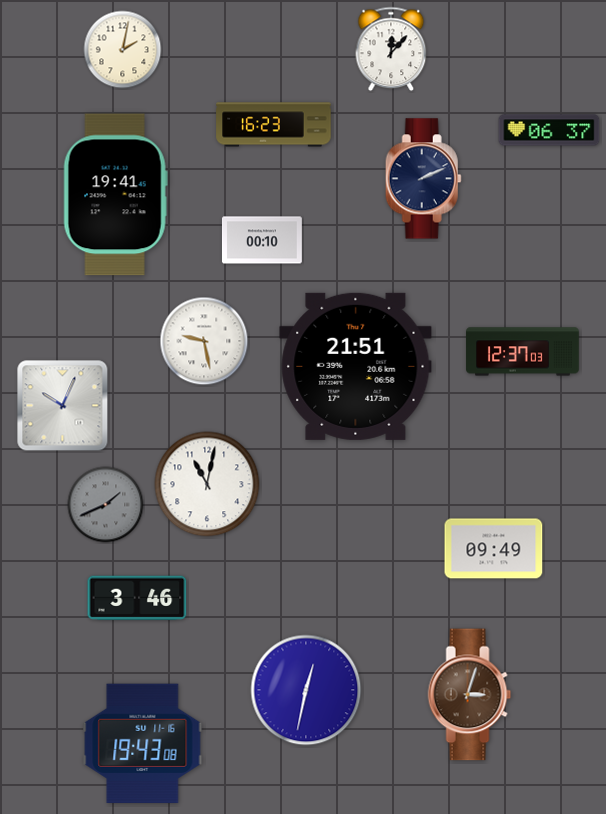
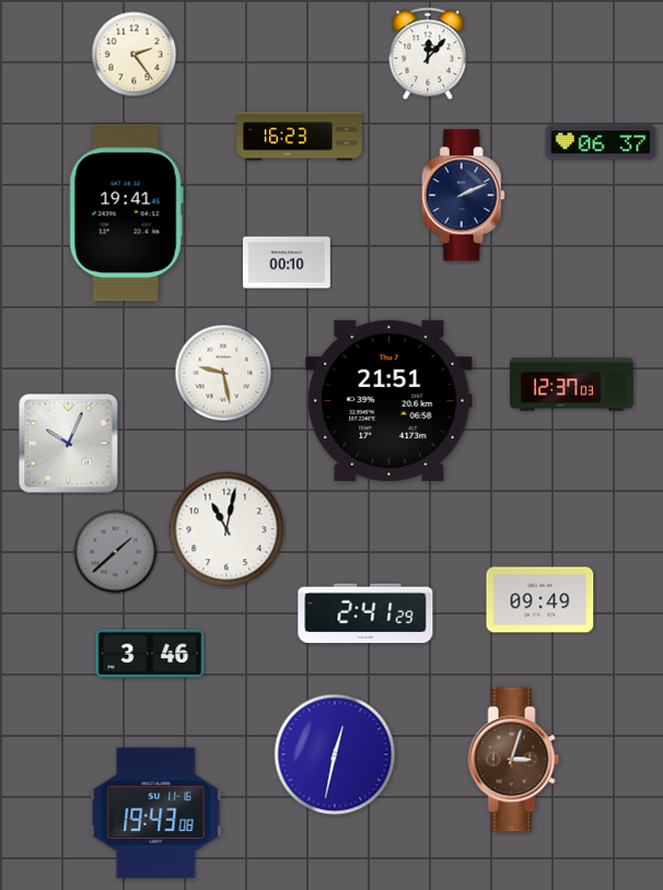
clock at (123, 50): 2:02 -> 2:24
clock at (106, 505): 1:41 -> 1:38
clock at (365, 612): none -> 2:41
